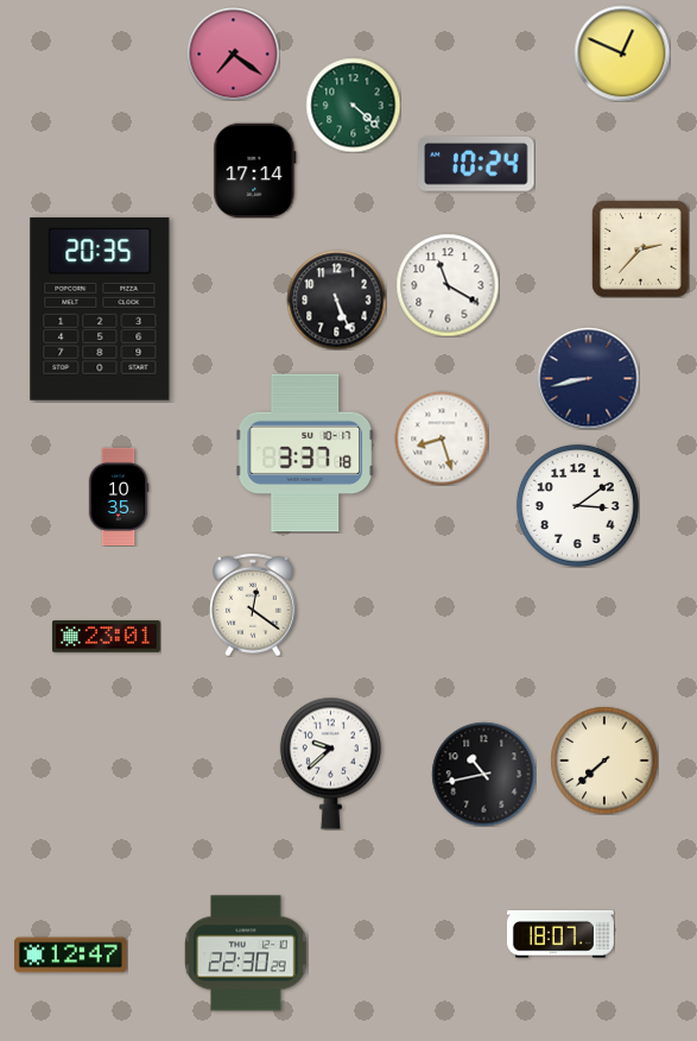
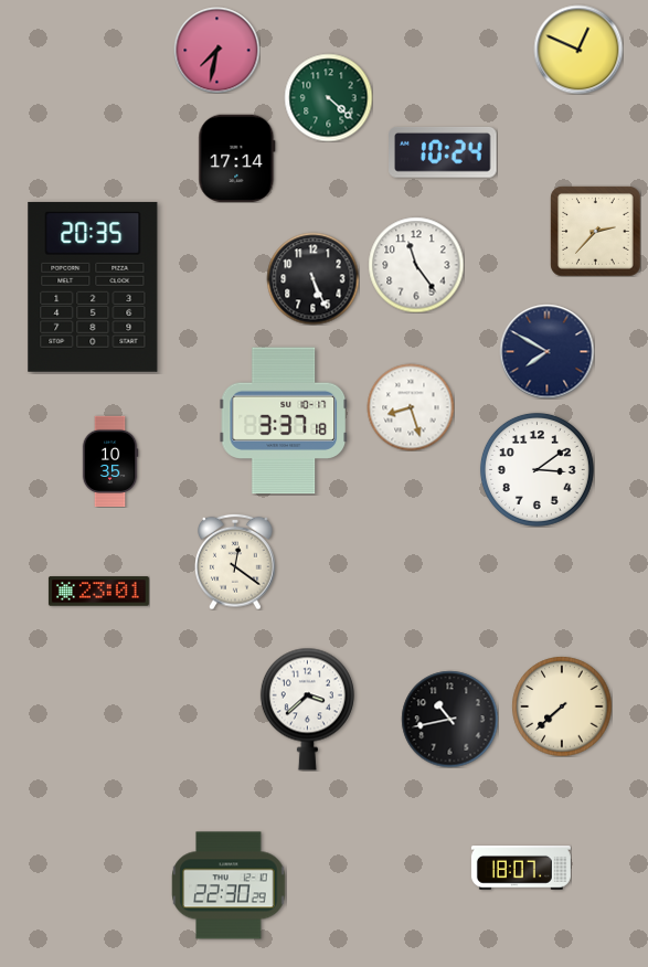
clock at (233, 53): 7:21 -> 7:32
clock at (448, 285): 11:20 -> 11:24
clock at (588, 378): 8:43 -> 7:50
clock at (330, 763): 9:38 -> 3:38
clock at (71, 955): 12:47 -> none
